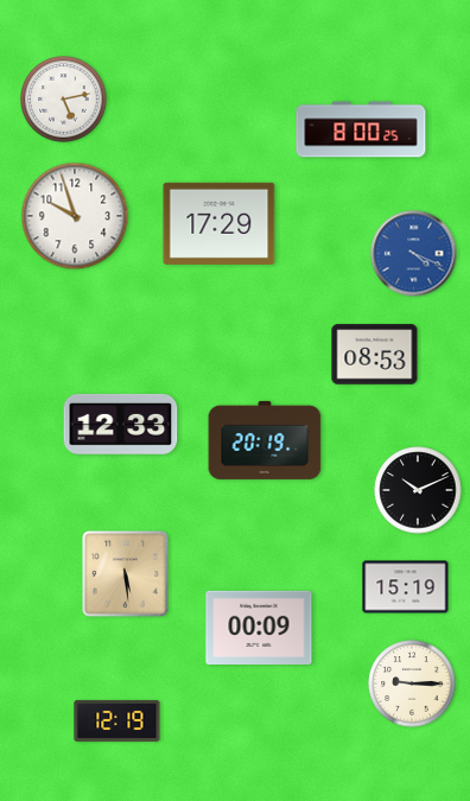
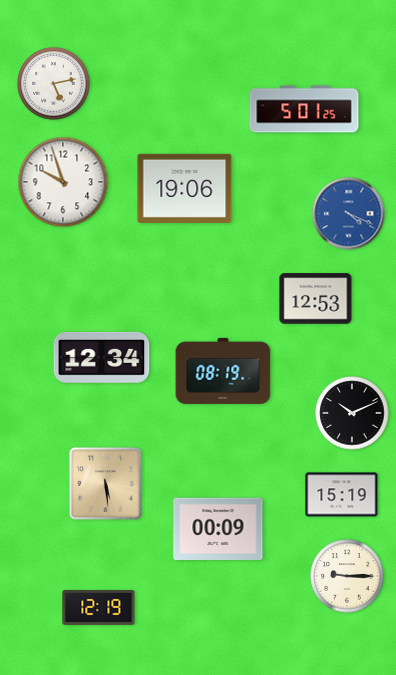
clock at (361, 129): 8:00 -> 5:01
clock at (220, 223): 17:29 -> 19:06
clock at (375, 355): 08:53 -> 12:53
clock at (121, 424): 12:33 -> 12:34
clock at (265, 440): 20:19 -> 08:19
